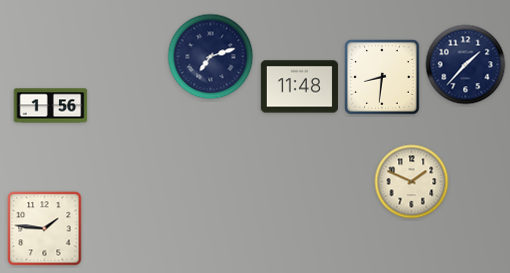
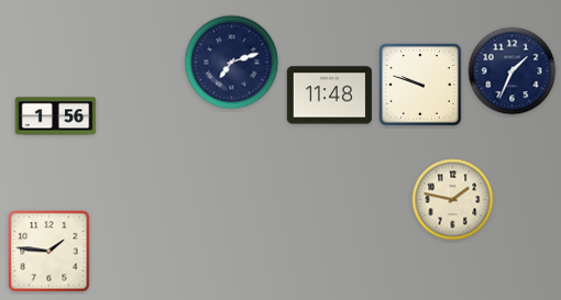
clock at (466, 65): 1:37 -> 1:34
clock at (382, 77): 8:31 -> 9:48
clock at (412, 182): 1:49 -> 1:47
